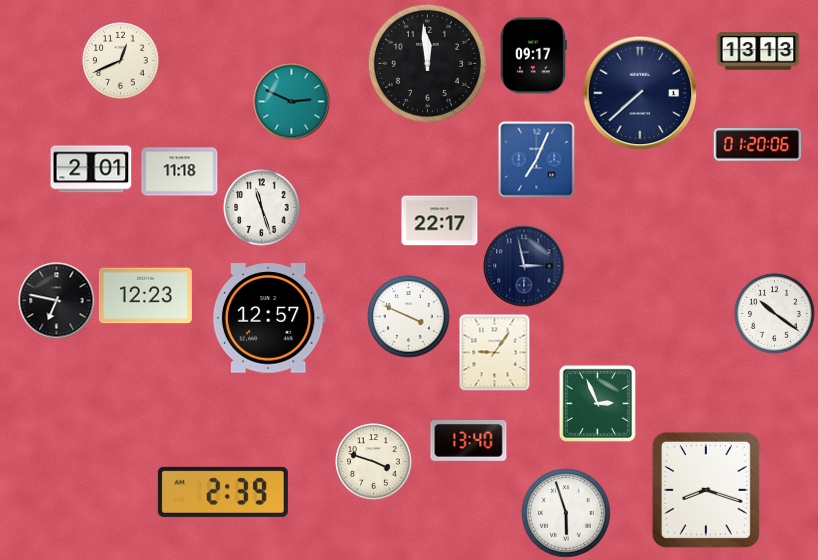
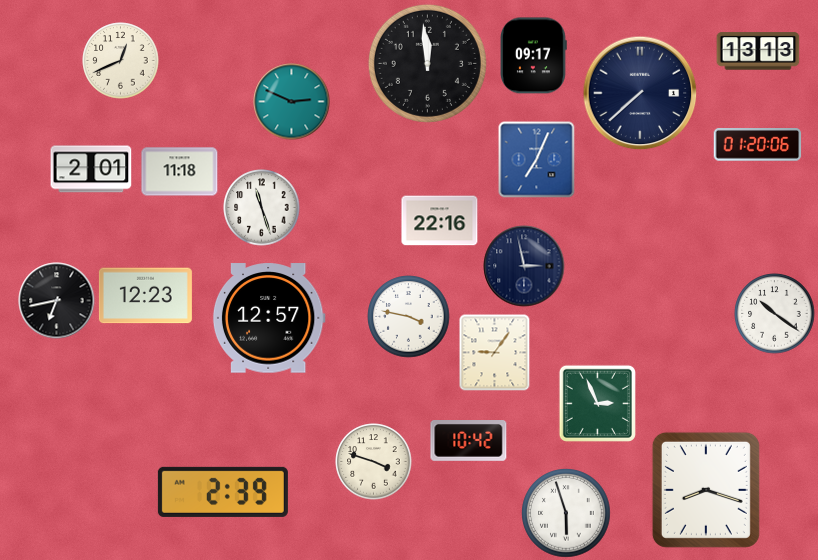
clock at (440, 221): 22:17 -> 22:16
clock at (57, 301): 6:47 -> 6:43
clock at (409, 317): 3:49 -> 3:47
clock at (469, 441): 13:40 -> 10:42
